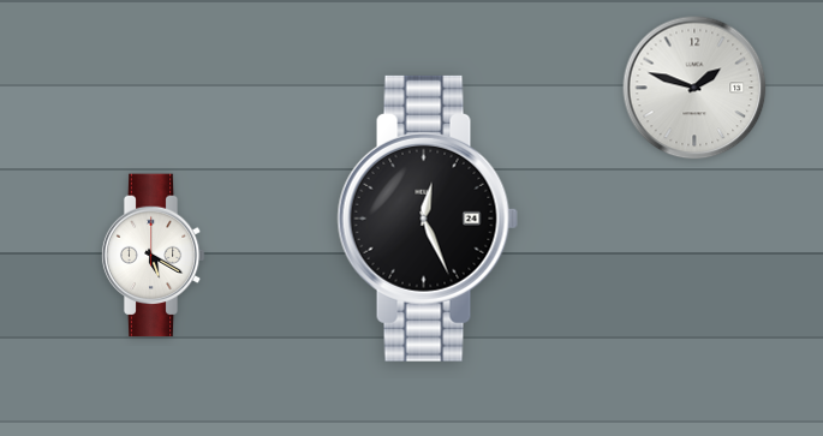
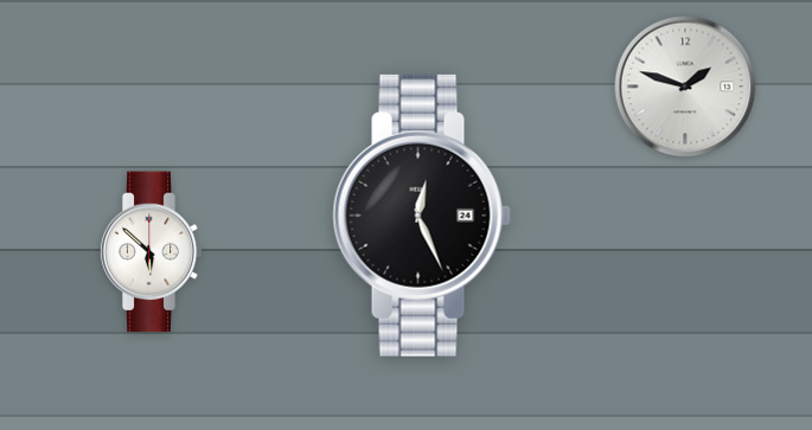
clock at (153, 256): 5:20 -> 5:52
